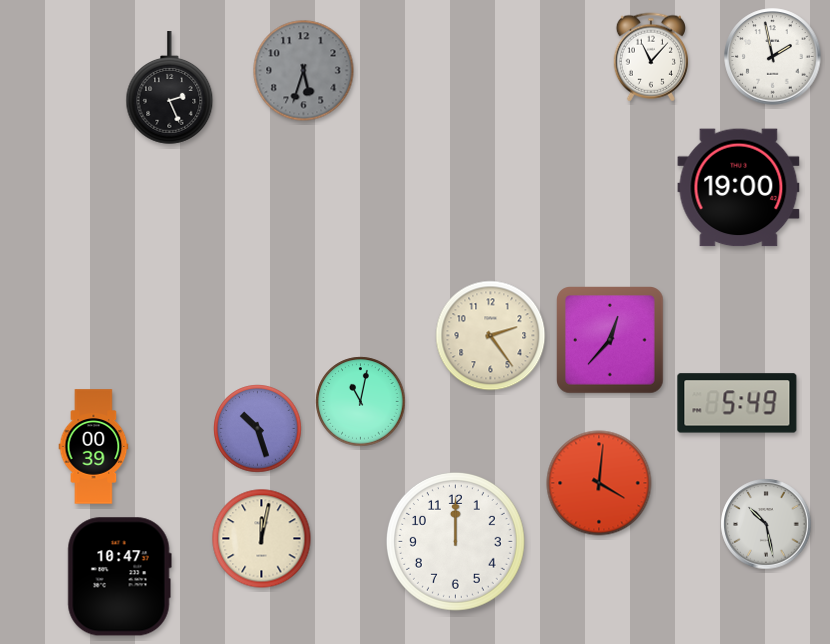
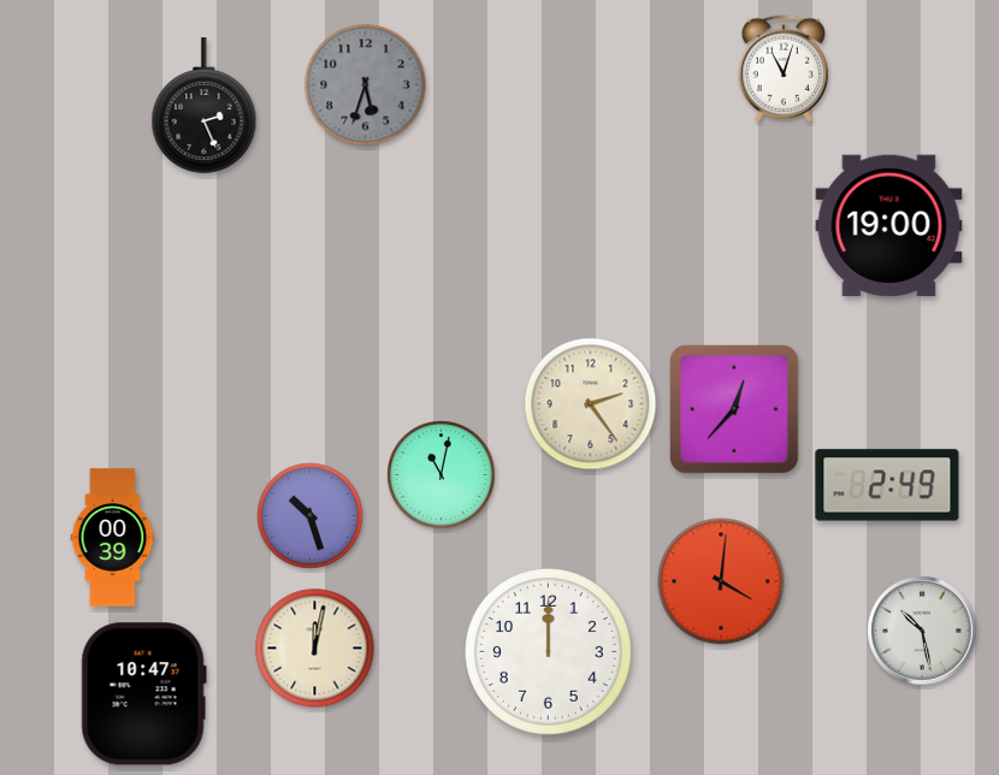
clock at (650, 57): 11:07 -> 11:03
clock at (773, 57): 1:58 -> none
clock at (361, 402) position: (361, 402) -> (442, 475)
clock at (737, 403): 5:49 -> 2:49
